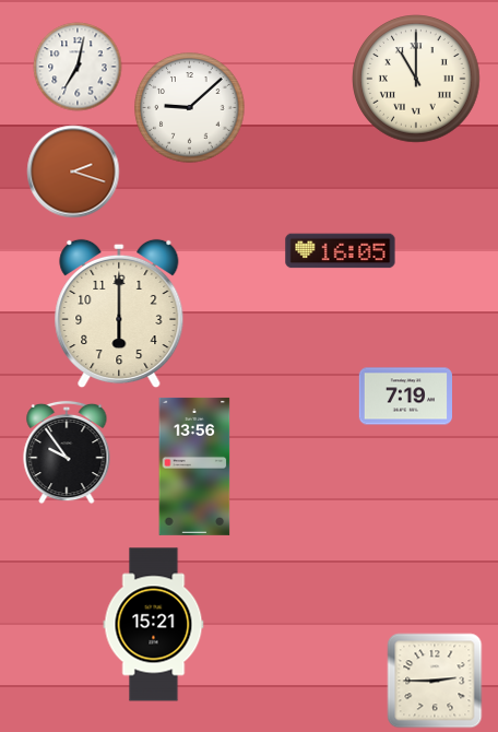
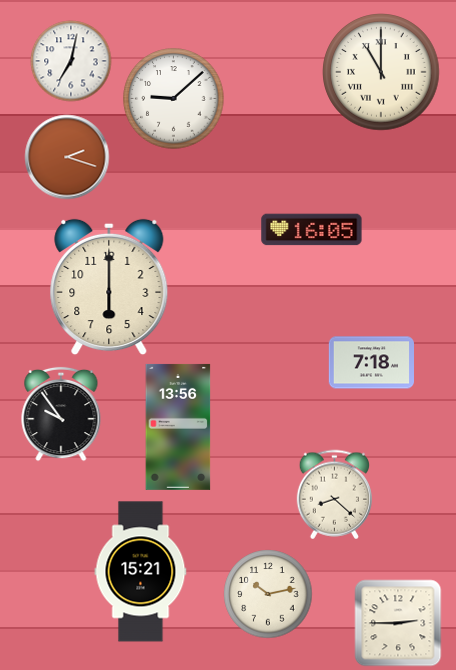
clock at (405, 397): 7:19 -> 7:18
clock at (334, 495): none -> 8:22
clock at (268, 594): none -> 10:13
